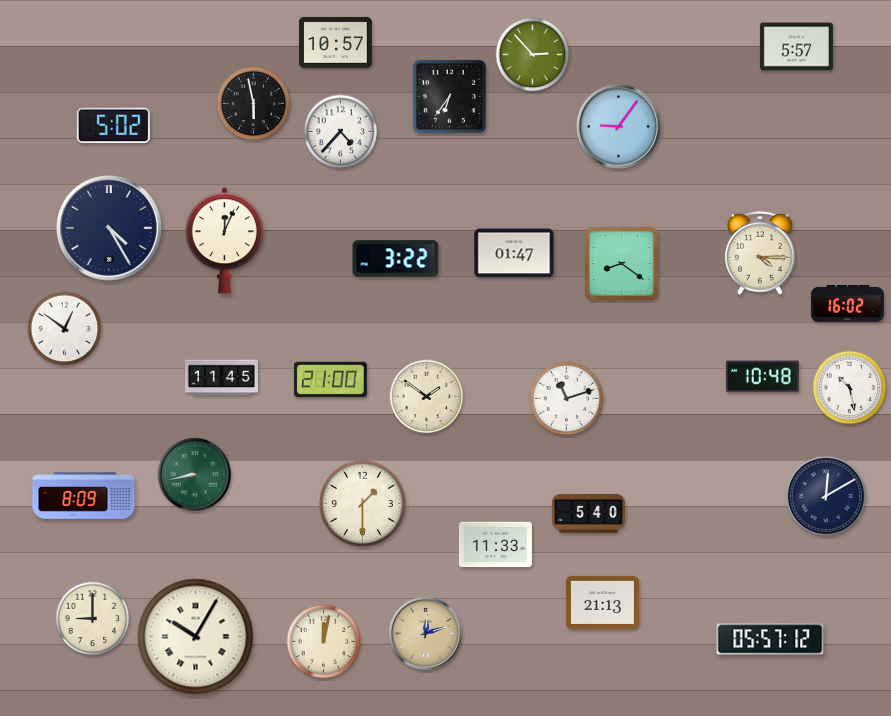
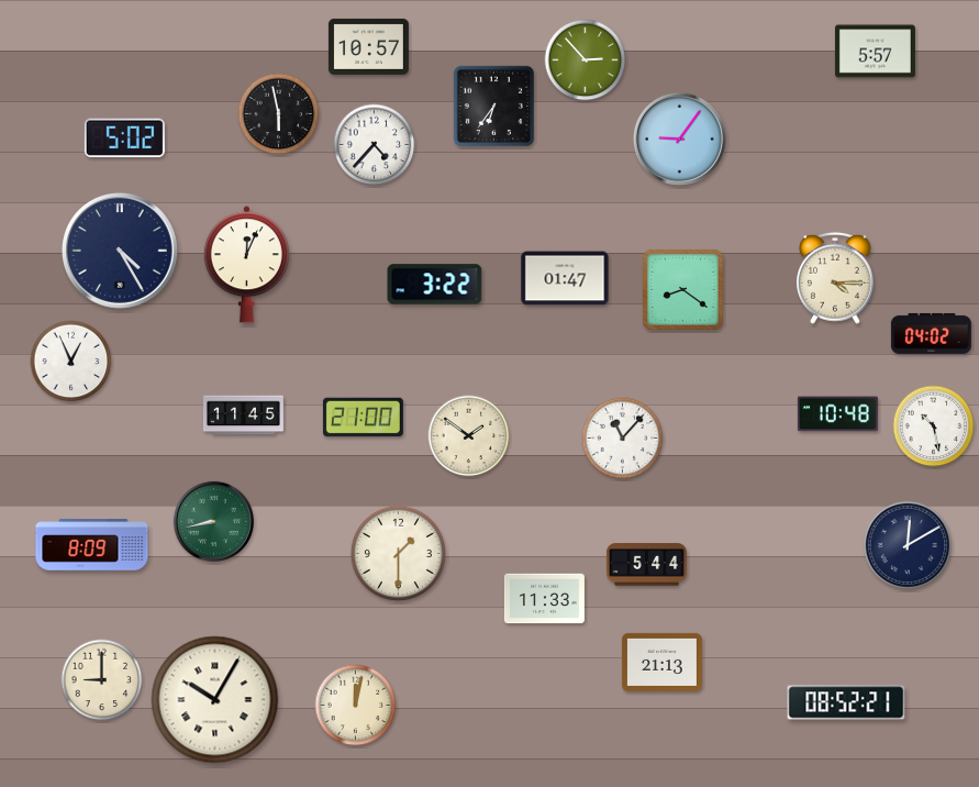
clock at (847, 303): 16:02 -> 04:02
clock at (65, 329): 12:51 -> 12:56
clock at (567, 399): 11:12 -> 11:07
clock at (588, 514): 5:40 -> 5:44
clock at (425, 633): 12:12 -> none
clock at (770, 639): 05:57 -> 08:52
